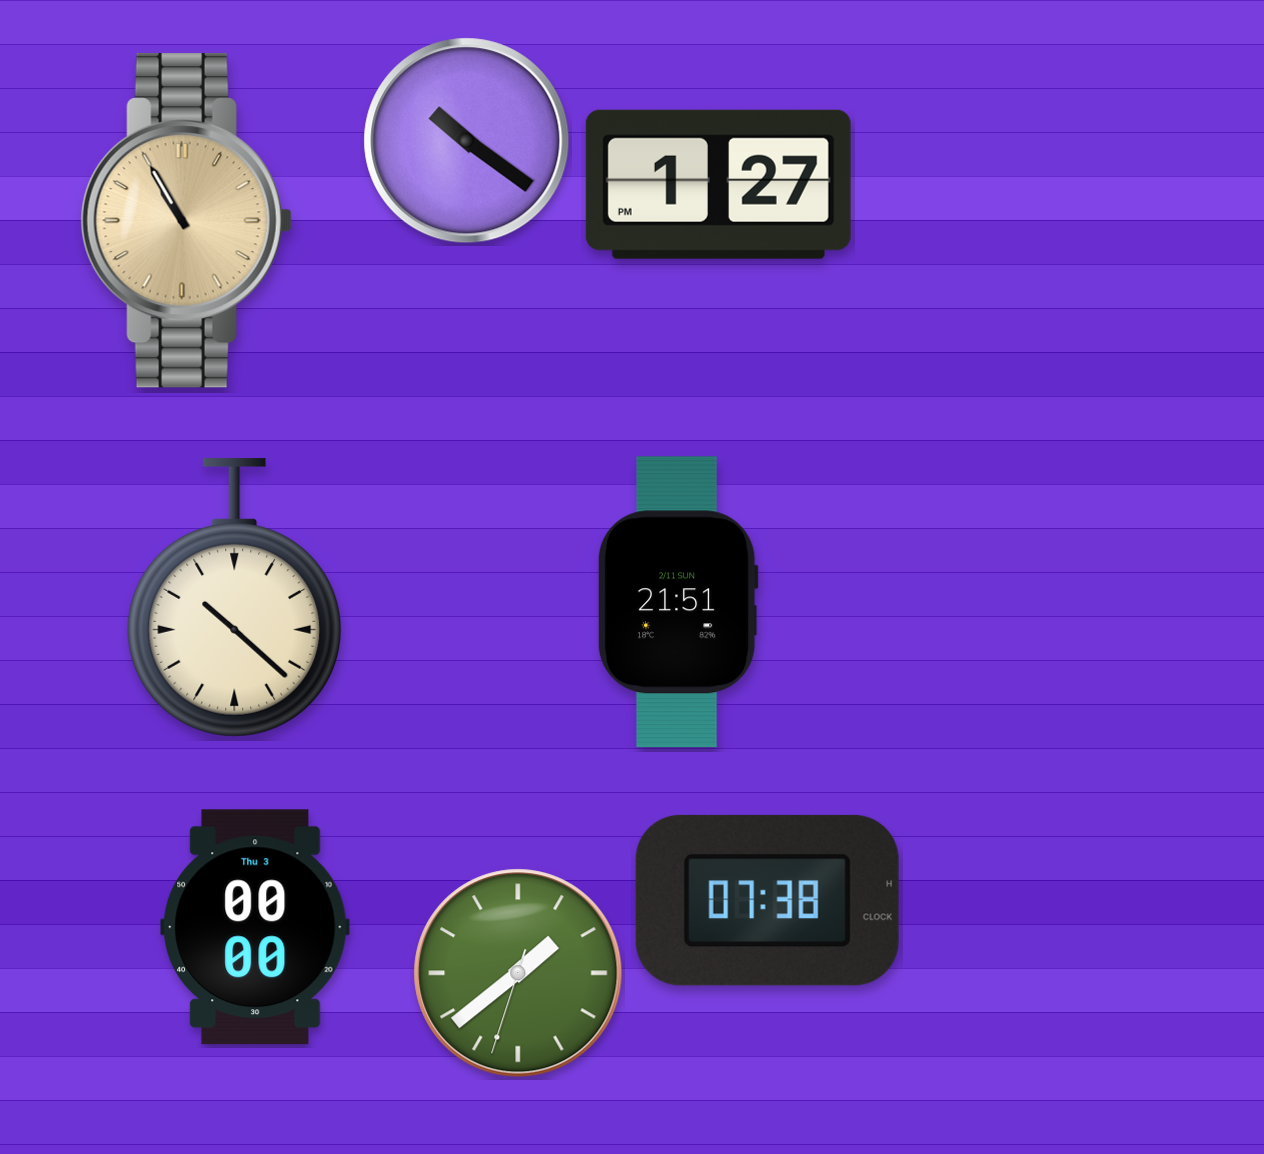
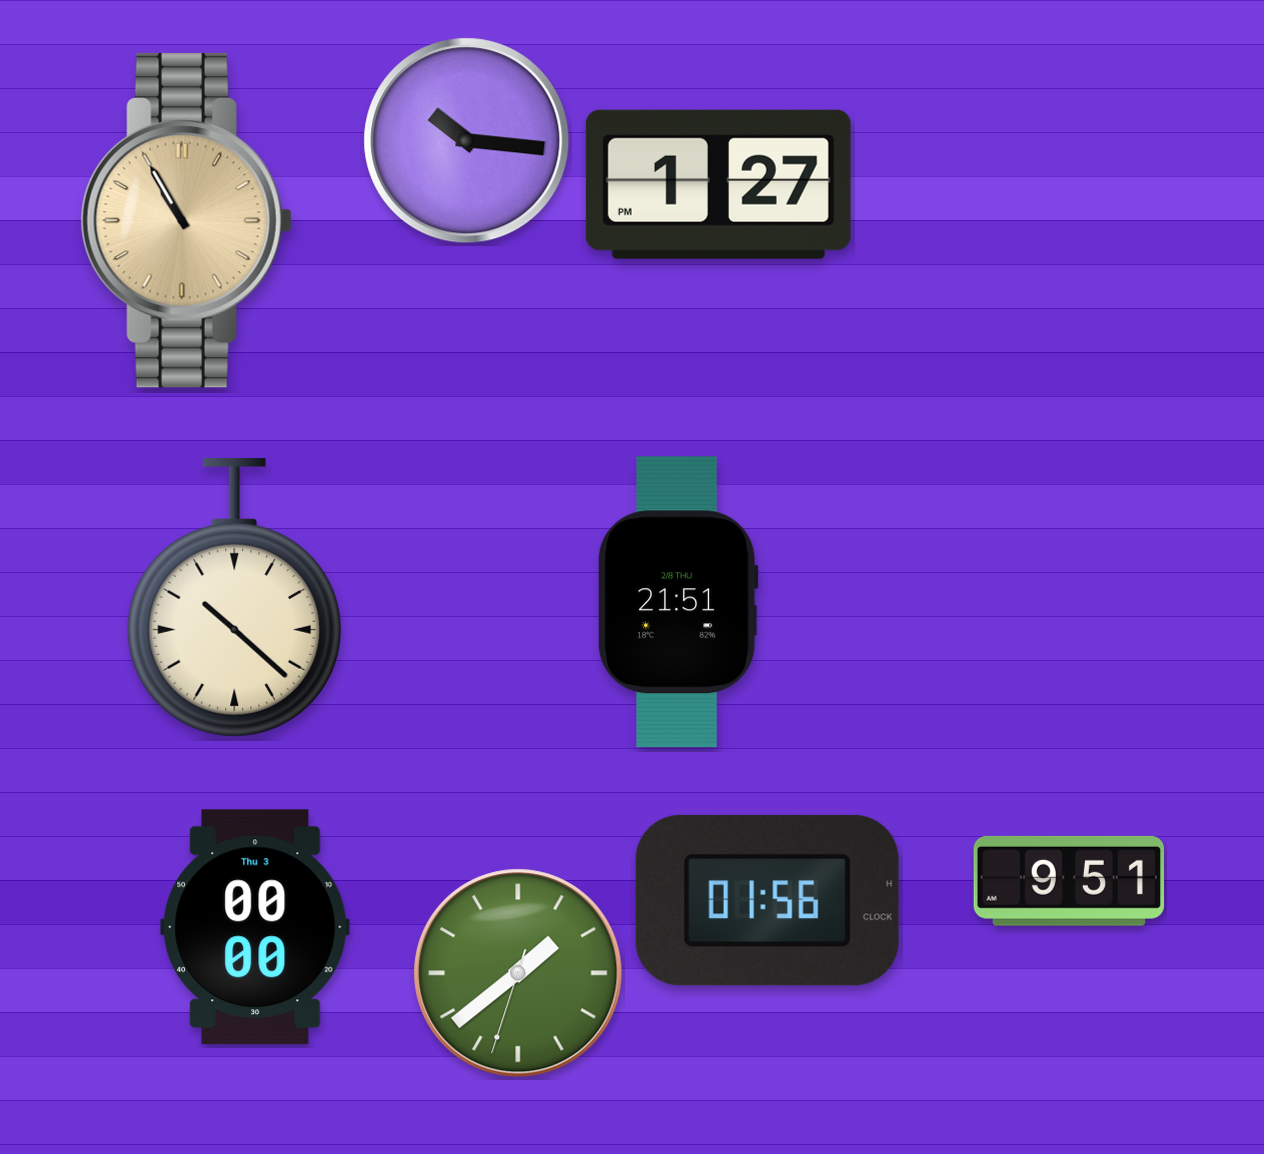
clock at (467, 141): 10:21 -> 10:16
clock at (678, 602) date: 2/11 SUN -> 2/8 THU
clock at (1068, 881): none -> 9:51
clock at (767, 900): 07:38 -> 01:56
